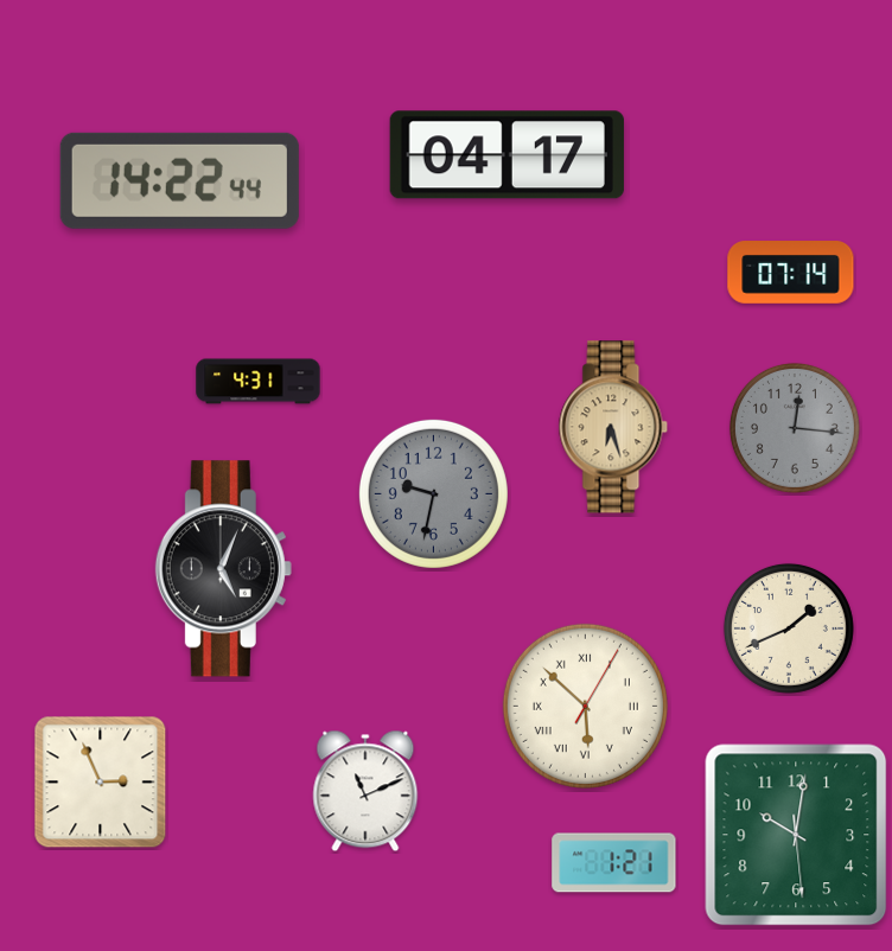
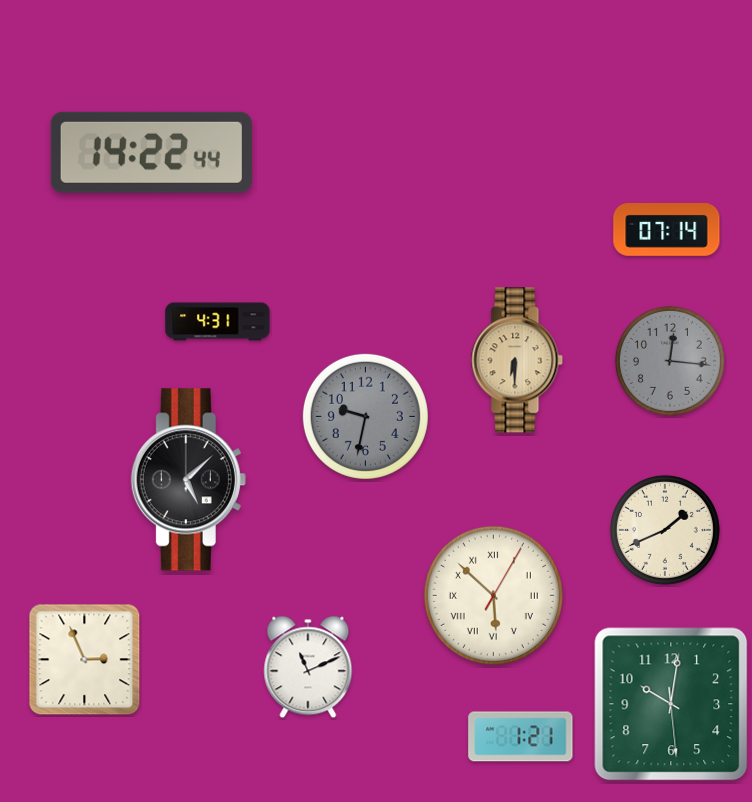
clock at (506, 155): 04:17 -> none
clock at (613, 427): 6:27 -> 6:30
clock at (223, 569): 5:04 -> 5:08
clock at (614, 863) position: (614, 863) -> (521, 737)
